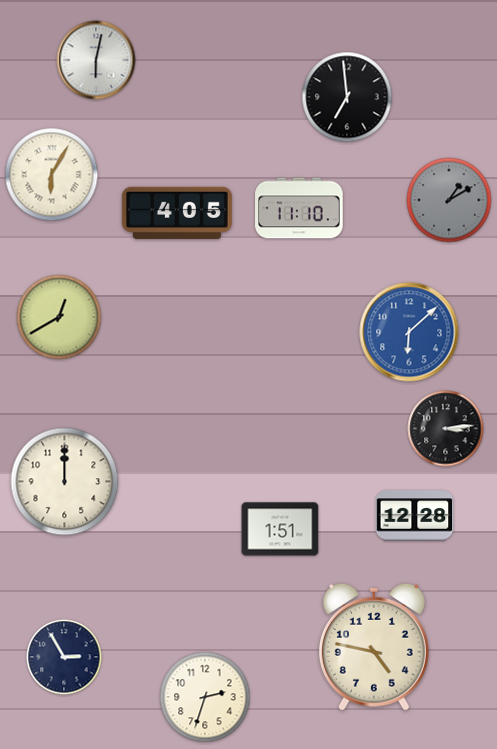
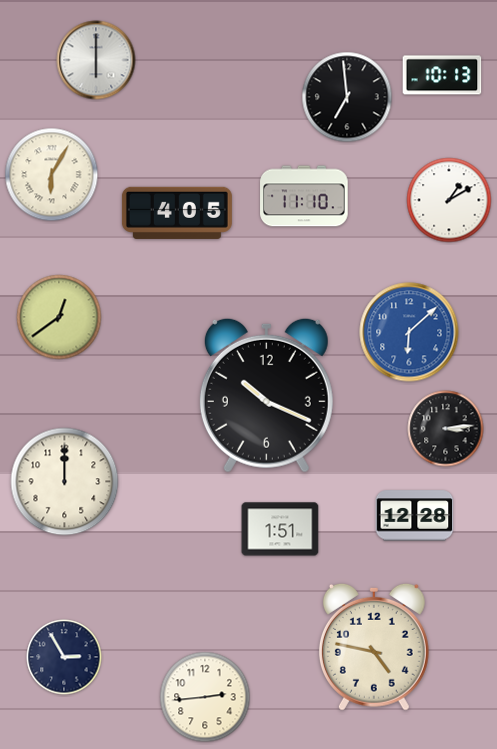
clock at (96, 60): 6:02 -> 6:00
clock at (442, 75): none -> 10:13
clock at (449, 200) dial: grey -> white
clock at (299, 208) position: (299, 208) -> (304, 196)
clock at (59, 317): 12:40 -> 12:39
clock at (266, 395): none -> 10:19
clock at (205, 697): 2:33 -> 2:44
